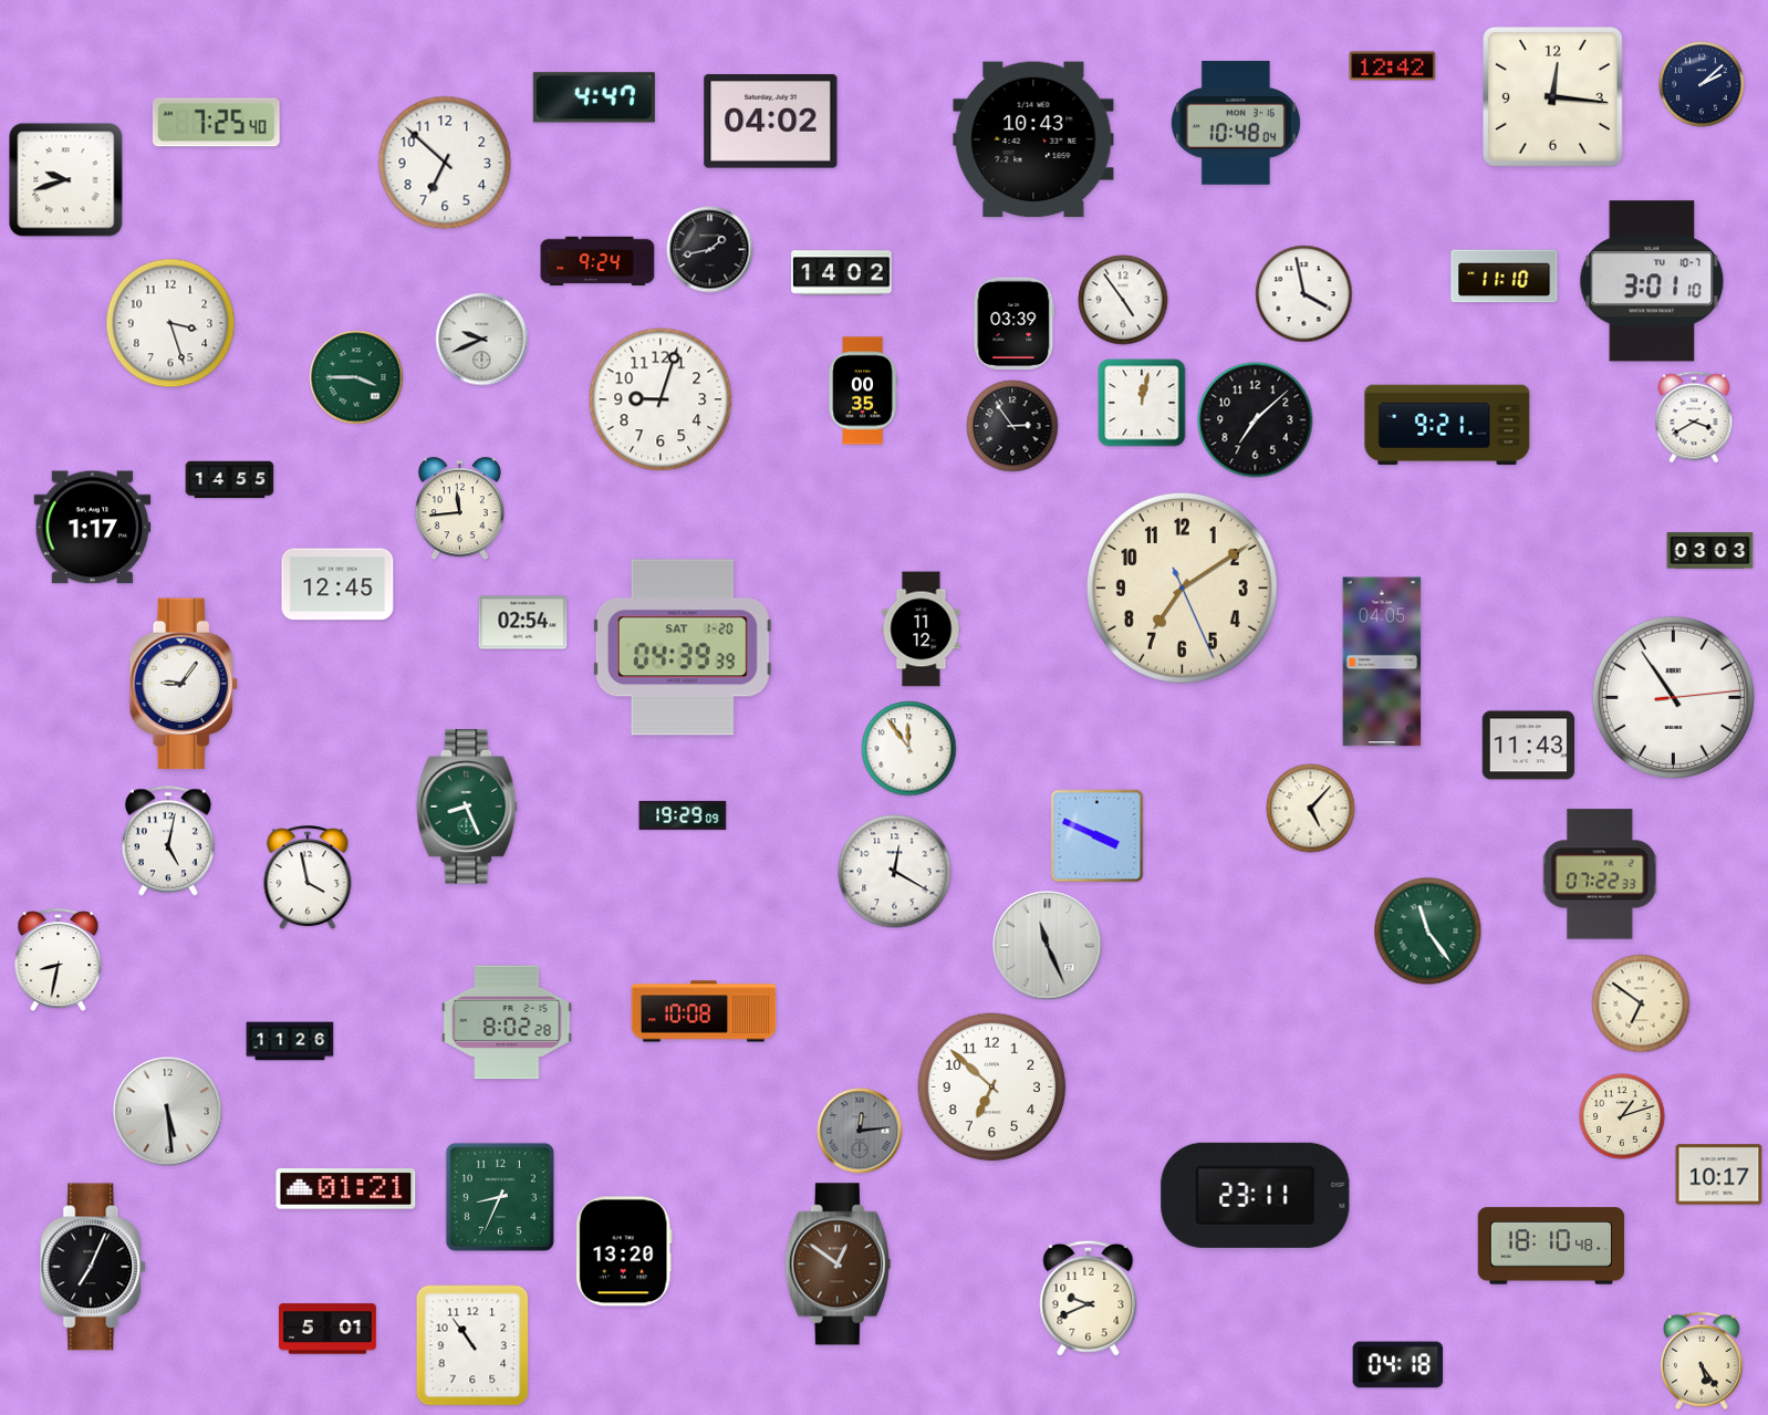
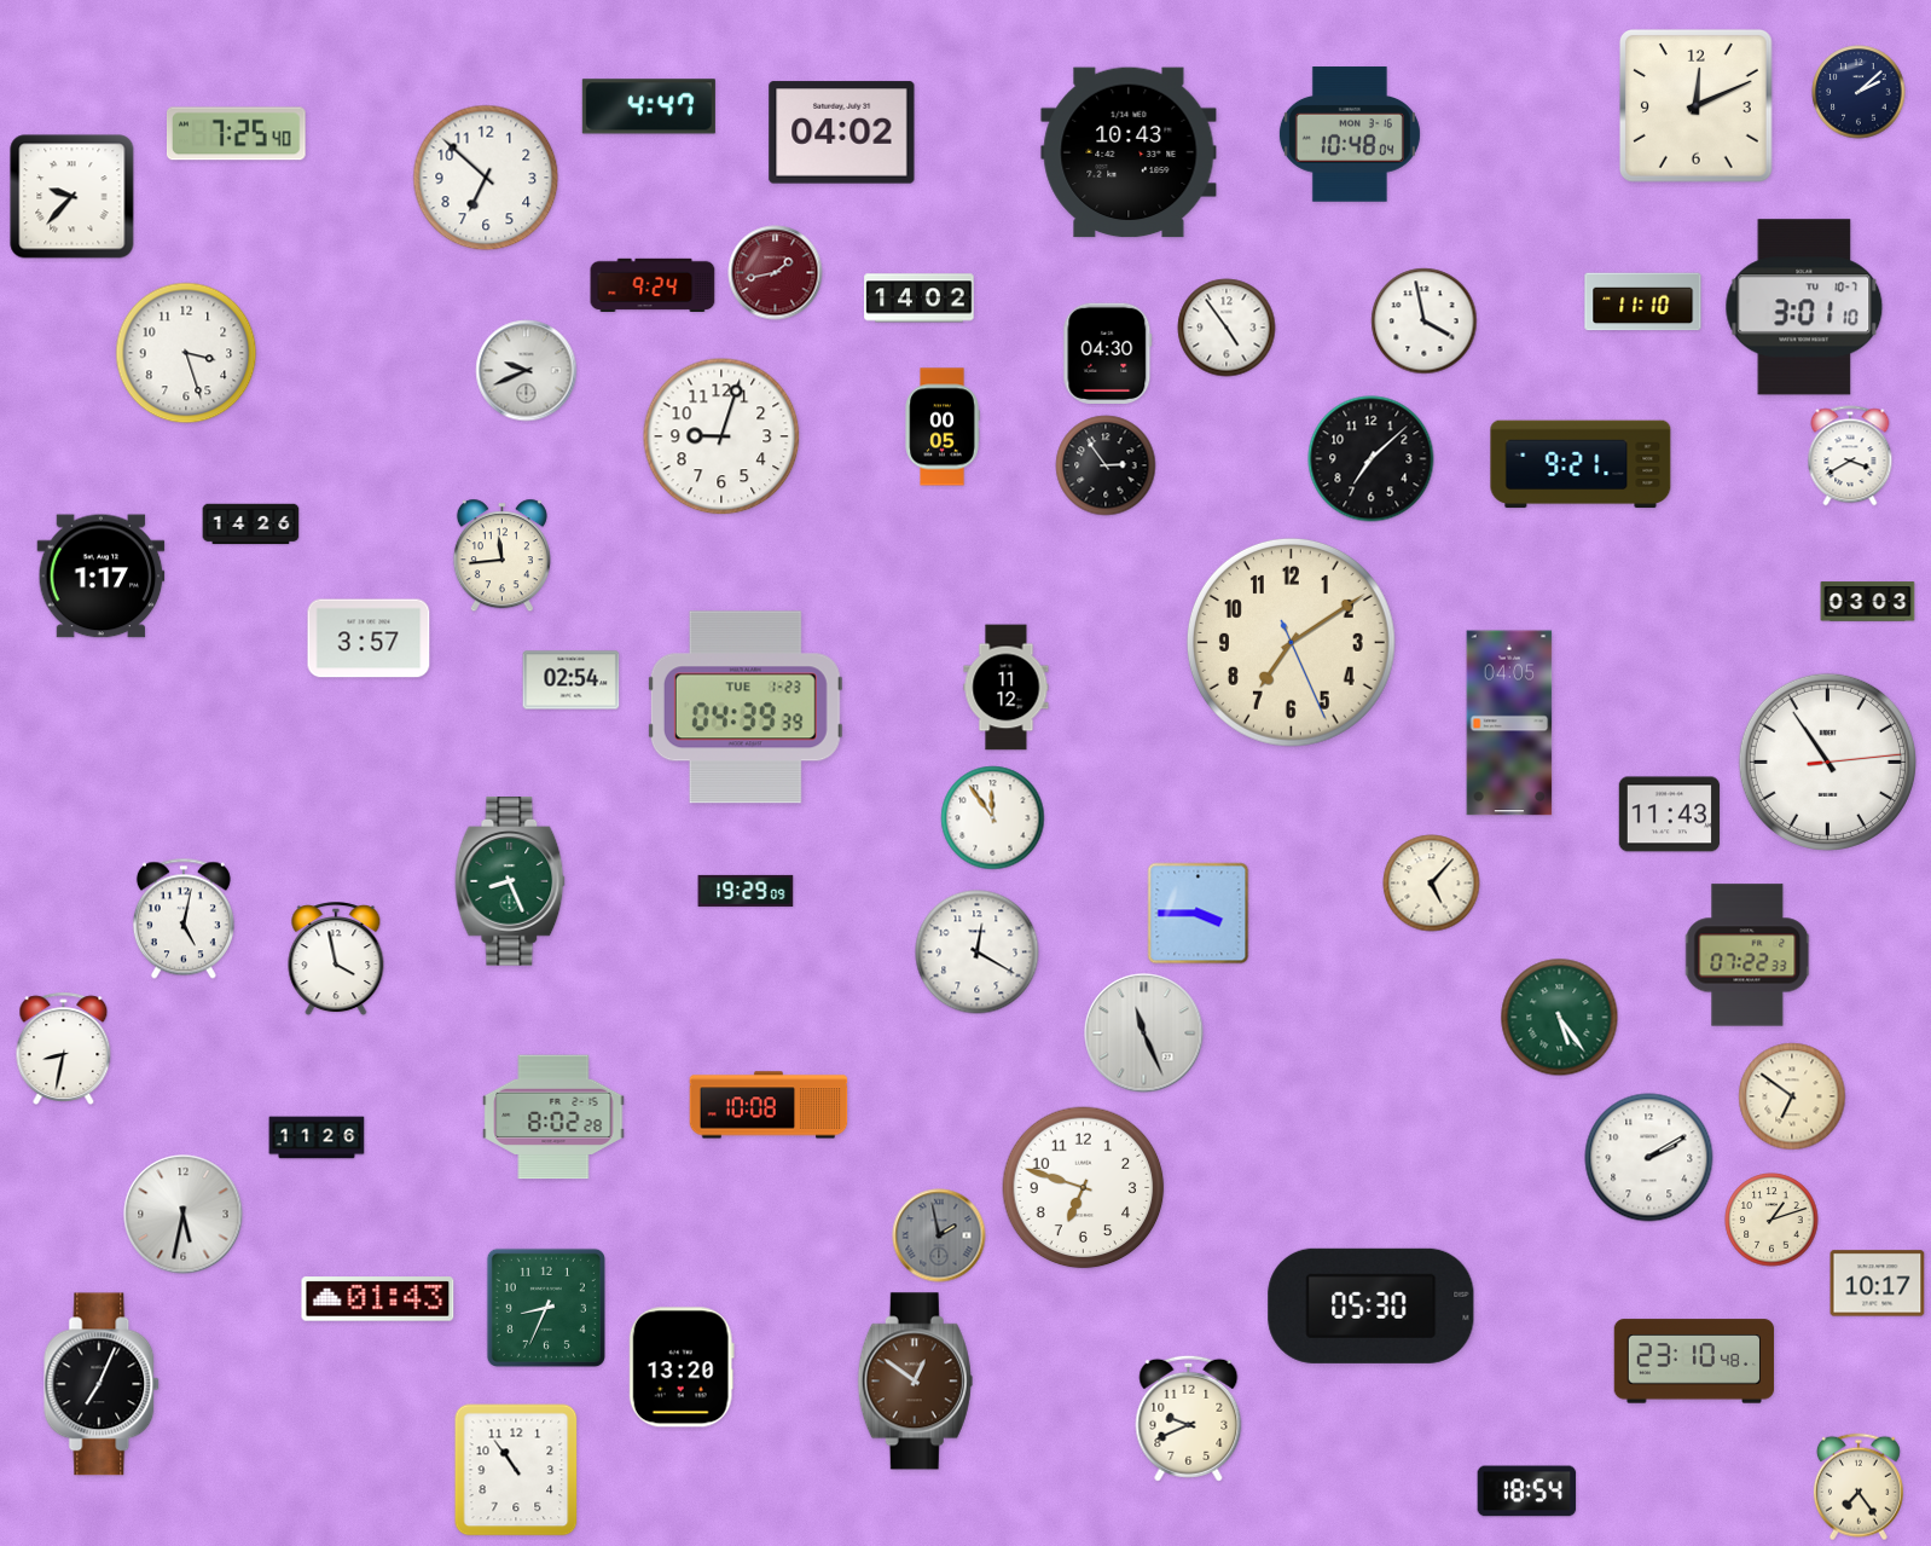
clock at (1393, 66): 12:42 -> none
clock at (1553, 97): 12:16 -> 12:11
clock at (66, 180): 9:42 -> 9:37
clock at (710, 250) dial: black -> burgundy
clock at (1015, 323): 03:39 -> 04:30
clock at (356, 377): 3:45 -> none
clock at (863, 391): 00:35 -> 00:05
clock at (1142, 403): 12:02 -> none
clock at (230, 480): 14:55 -> 14:26
clock at (337, 584): 12:45 -> 3:57
clock at (683, 647) date: SAT 1-20 -> TUE 1-23
clock at (184, 684): 9:06 -> none
clock at (1098, 836): 3:49 -> 3:45
clock at (1428, 932): 11:24 -> 5:24
clock at (1649, 1158): none -> 2:10
clock at (992, 1088): 6:52 -> 6:48
clock at (168, 1112): 5:29 -> 5:32
clock at (860, 1131): 12:14 -> 1:58
clock at (346, 1189): 01:21 -> 01:43
clock at (1256, 1195): 23:11 -> 05:30
clock at (1551, 1246): 18:10 -> 23:10
clock at (327, 1329): 5:01 -> none
clock at (1702, 1361): 5:24 -> 7:24
clock at (1398, 1365): 04:18 -> 18:54
